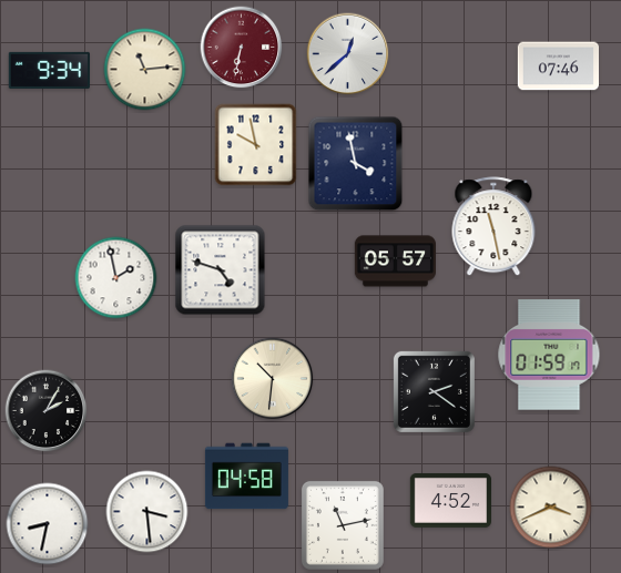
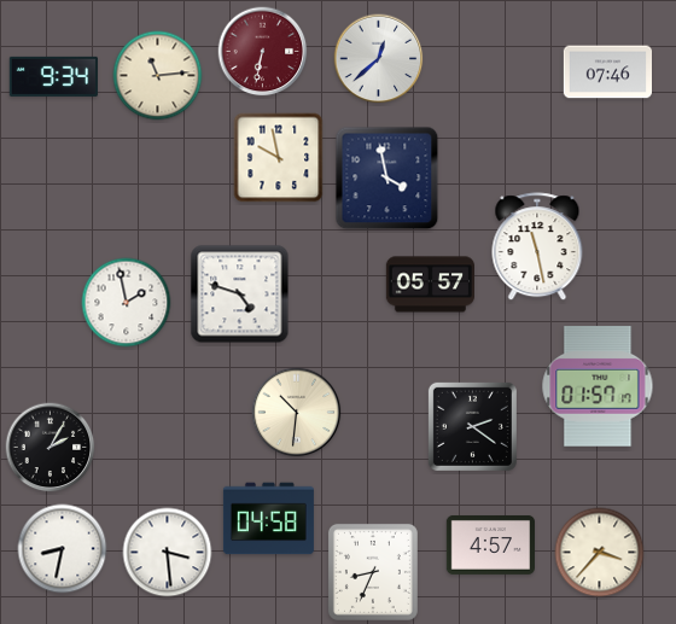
clock at (549, 355): 01:59 -> 01:57
clock at (450, 500): 4:52 -> 4:57
clock at (551, 508): 3:41 -> 3:37
clock at (147, 512) position: (147, 512) -> (168, 553)
clock at (48, 524) position: (48, 524) -> (63, 549)
clock at (343, 525): 11:13 -> 8:34
